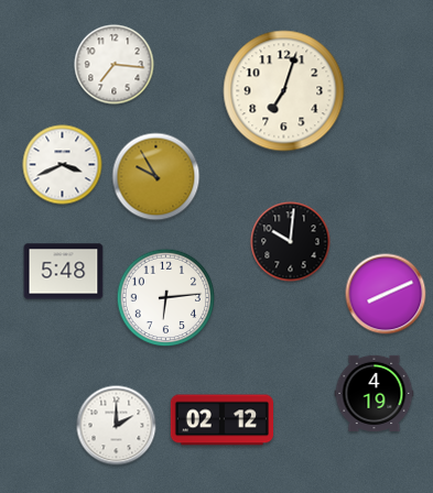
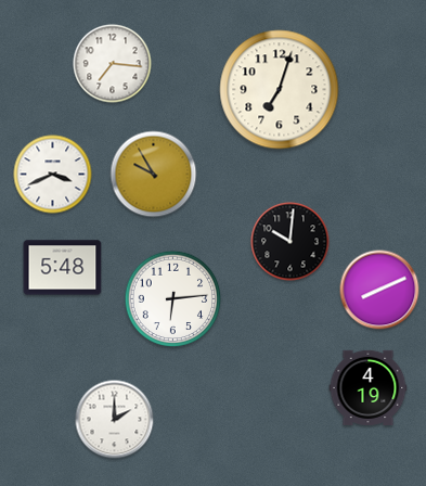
clock at (63, 165) position: (63, 165) -> (53, 175)
clock at (291, 242) position: (291, 242) -> (291, 242)
clock at (166, 298) position: (166, 298) -> (173, 299)
clock at (221, 420): 02:12 -> none
